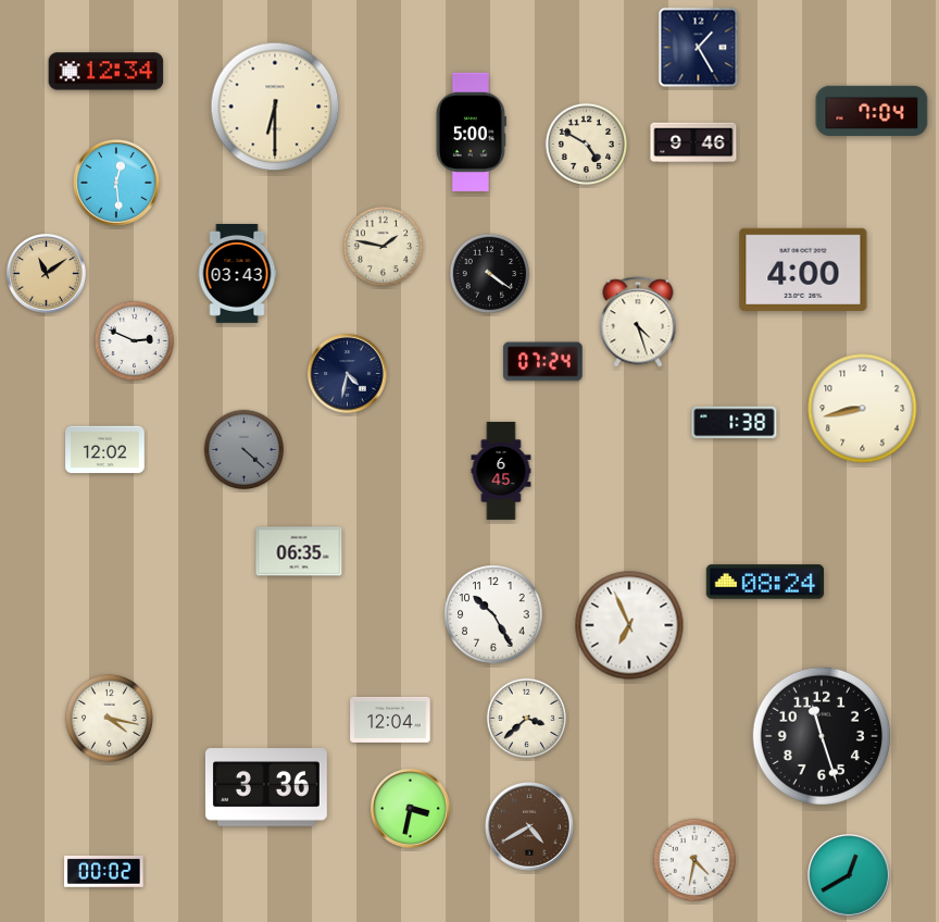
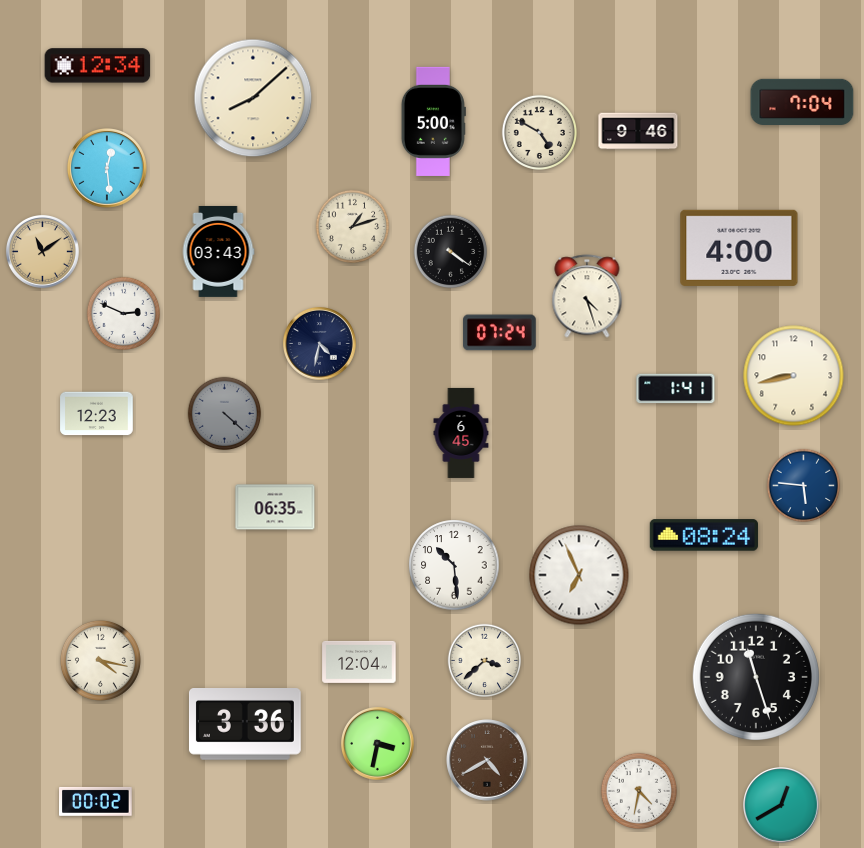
clock at (699, 48): 1:25 -> none
clock at (275, 107): 6:30 -> 8:08
clock at (384, 247): 1:47 -> 1:12
clock at (735, 423): 1:38 -> 1:41
clock at (105, 450): 12:02 -> 12:23
clock at (804, 486): none -> 5:46
clock at (493, 614): 10:25 -> 10:29
